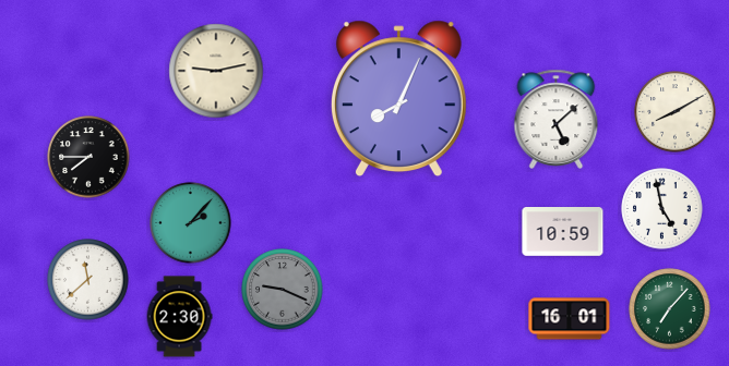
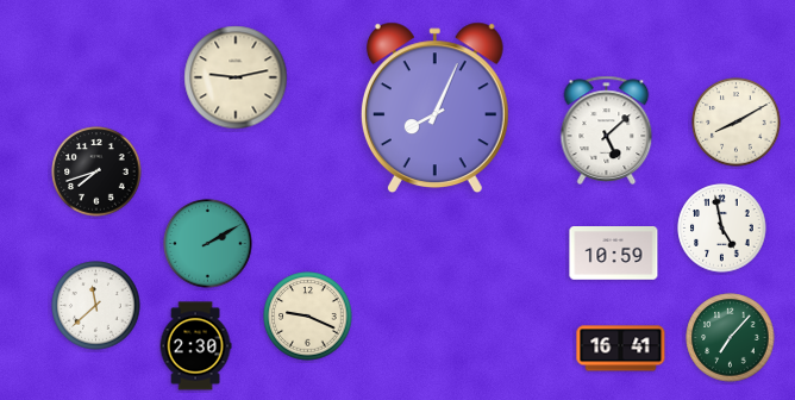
clock at (88, 157): 7:45 -> 7:42
clock at (191, 223): 2:07 -> 2:10
clock at (283, 290) dial: grey -> cream
clock at (570, 319): 16:01 -> 16:41
